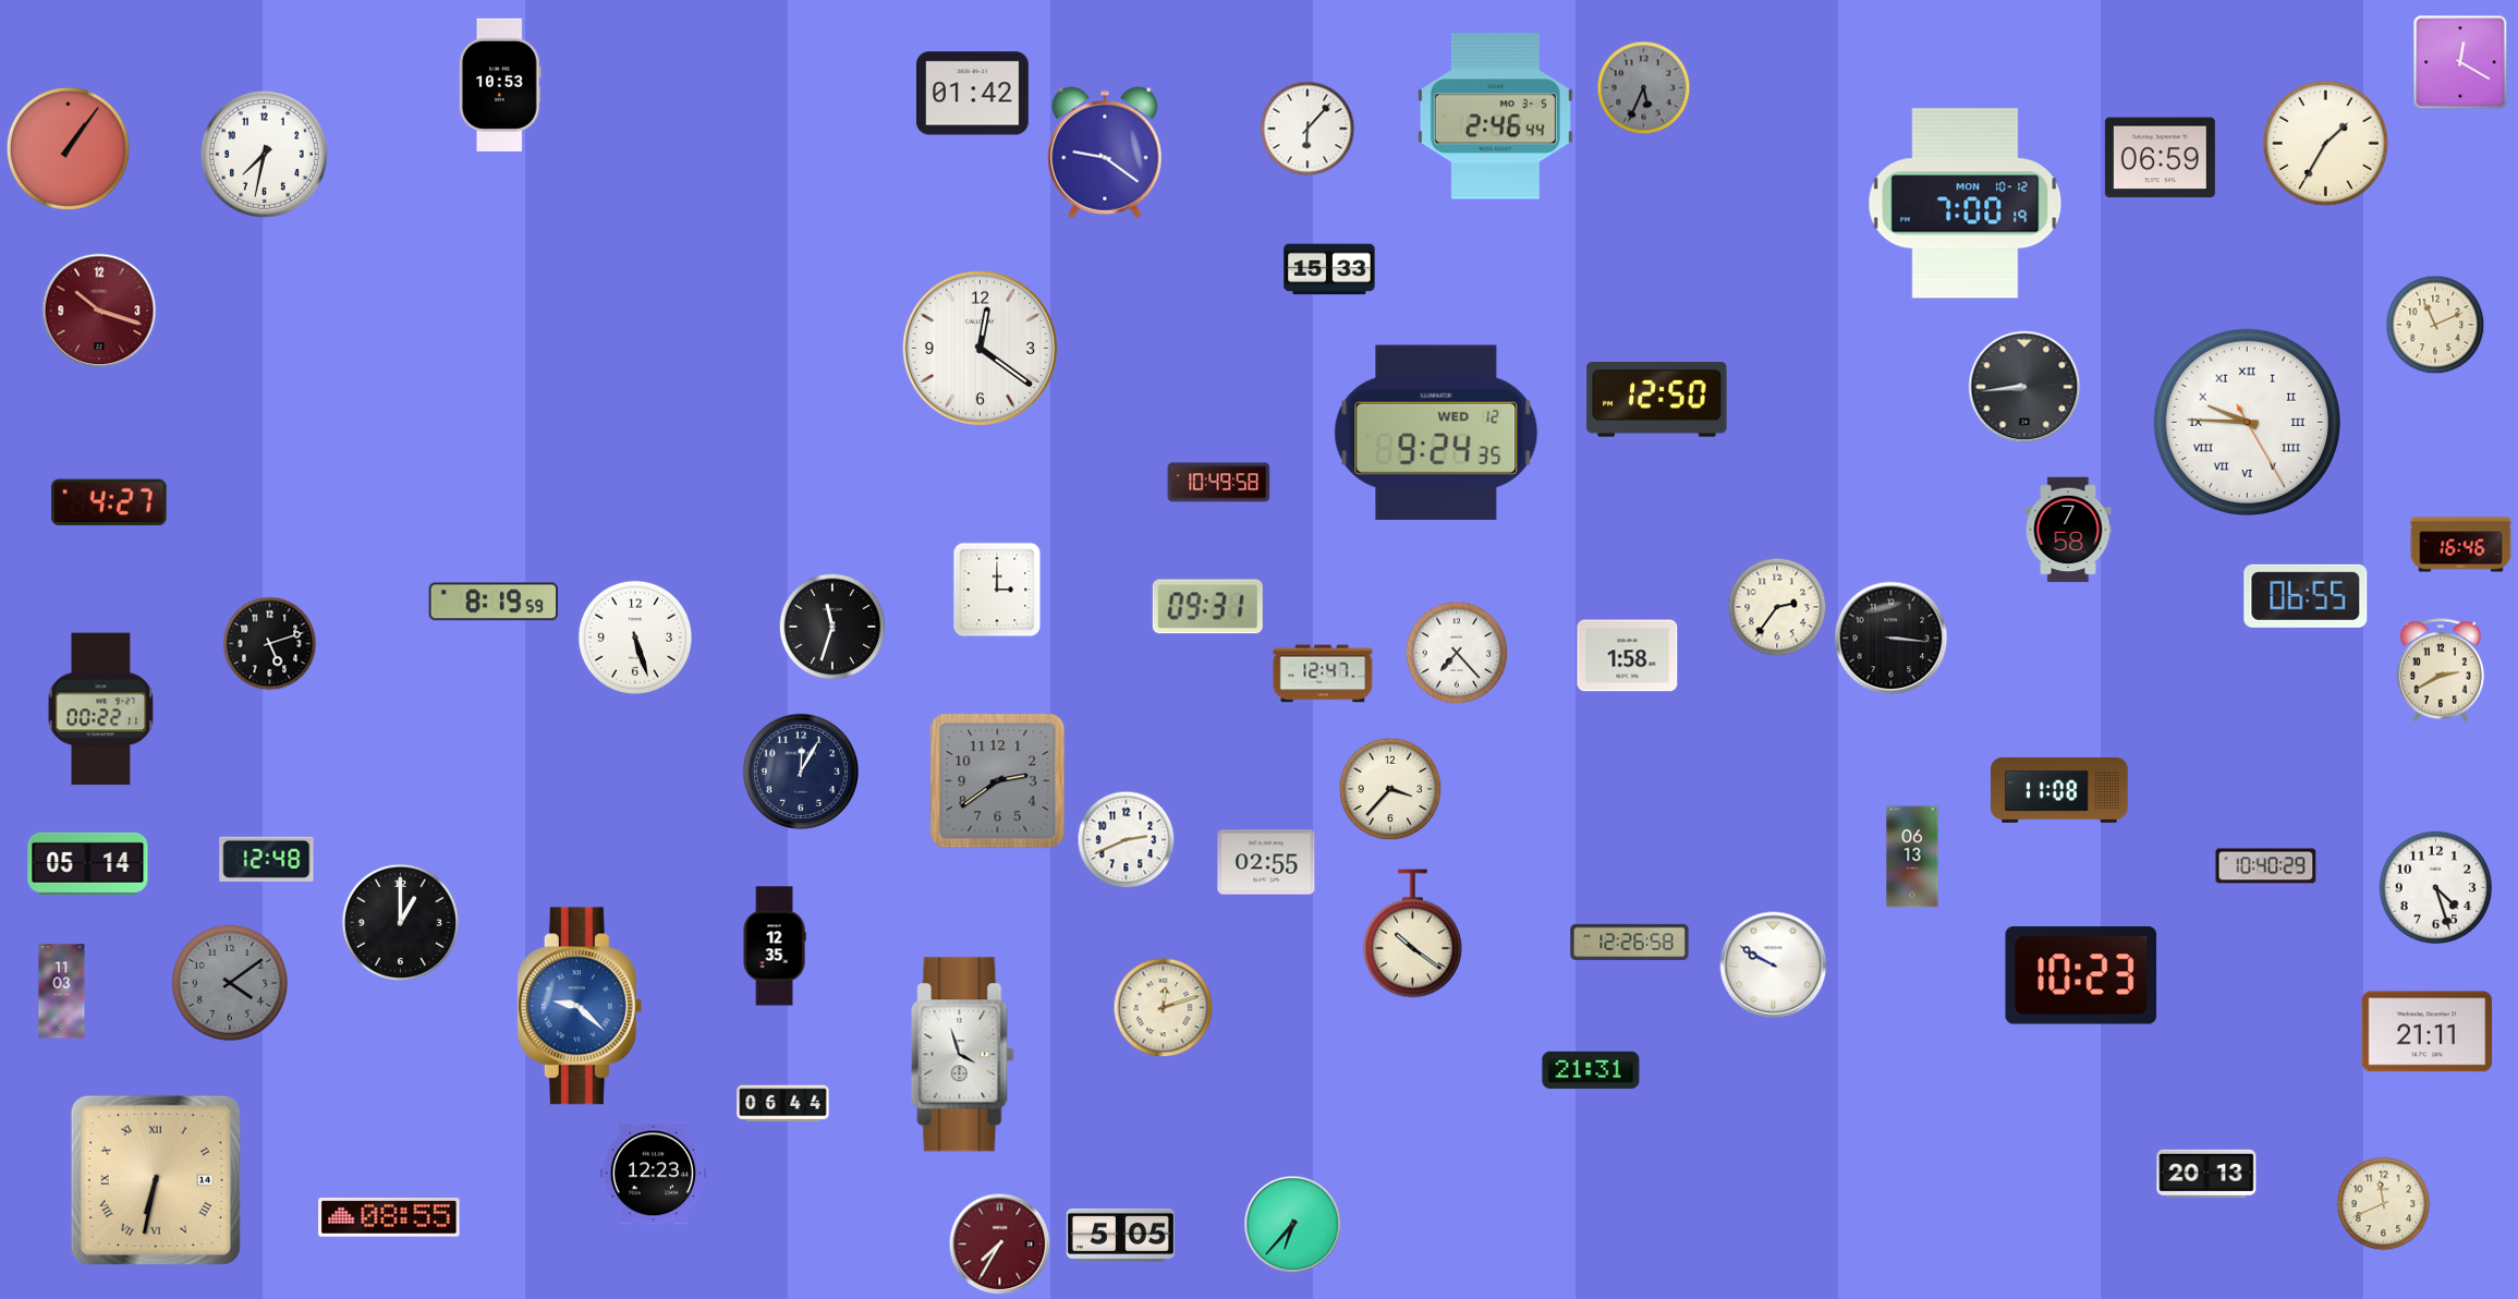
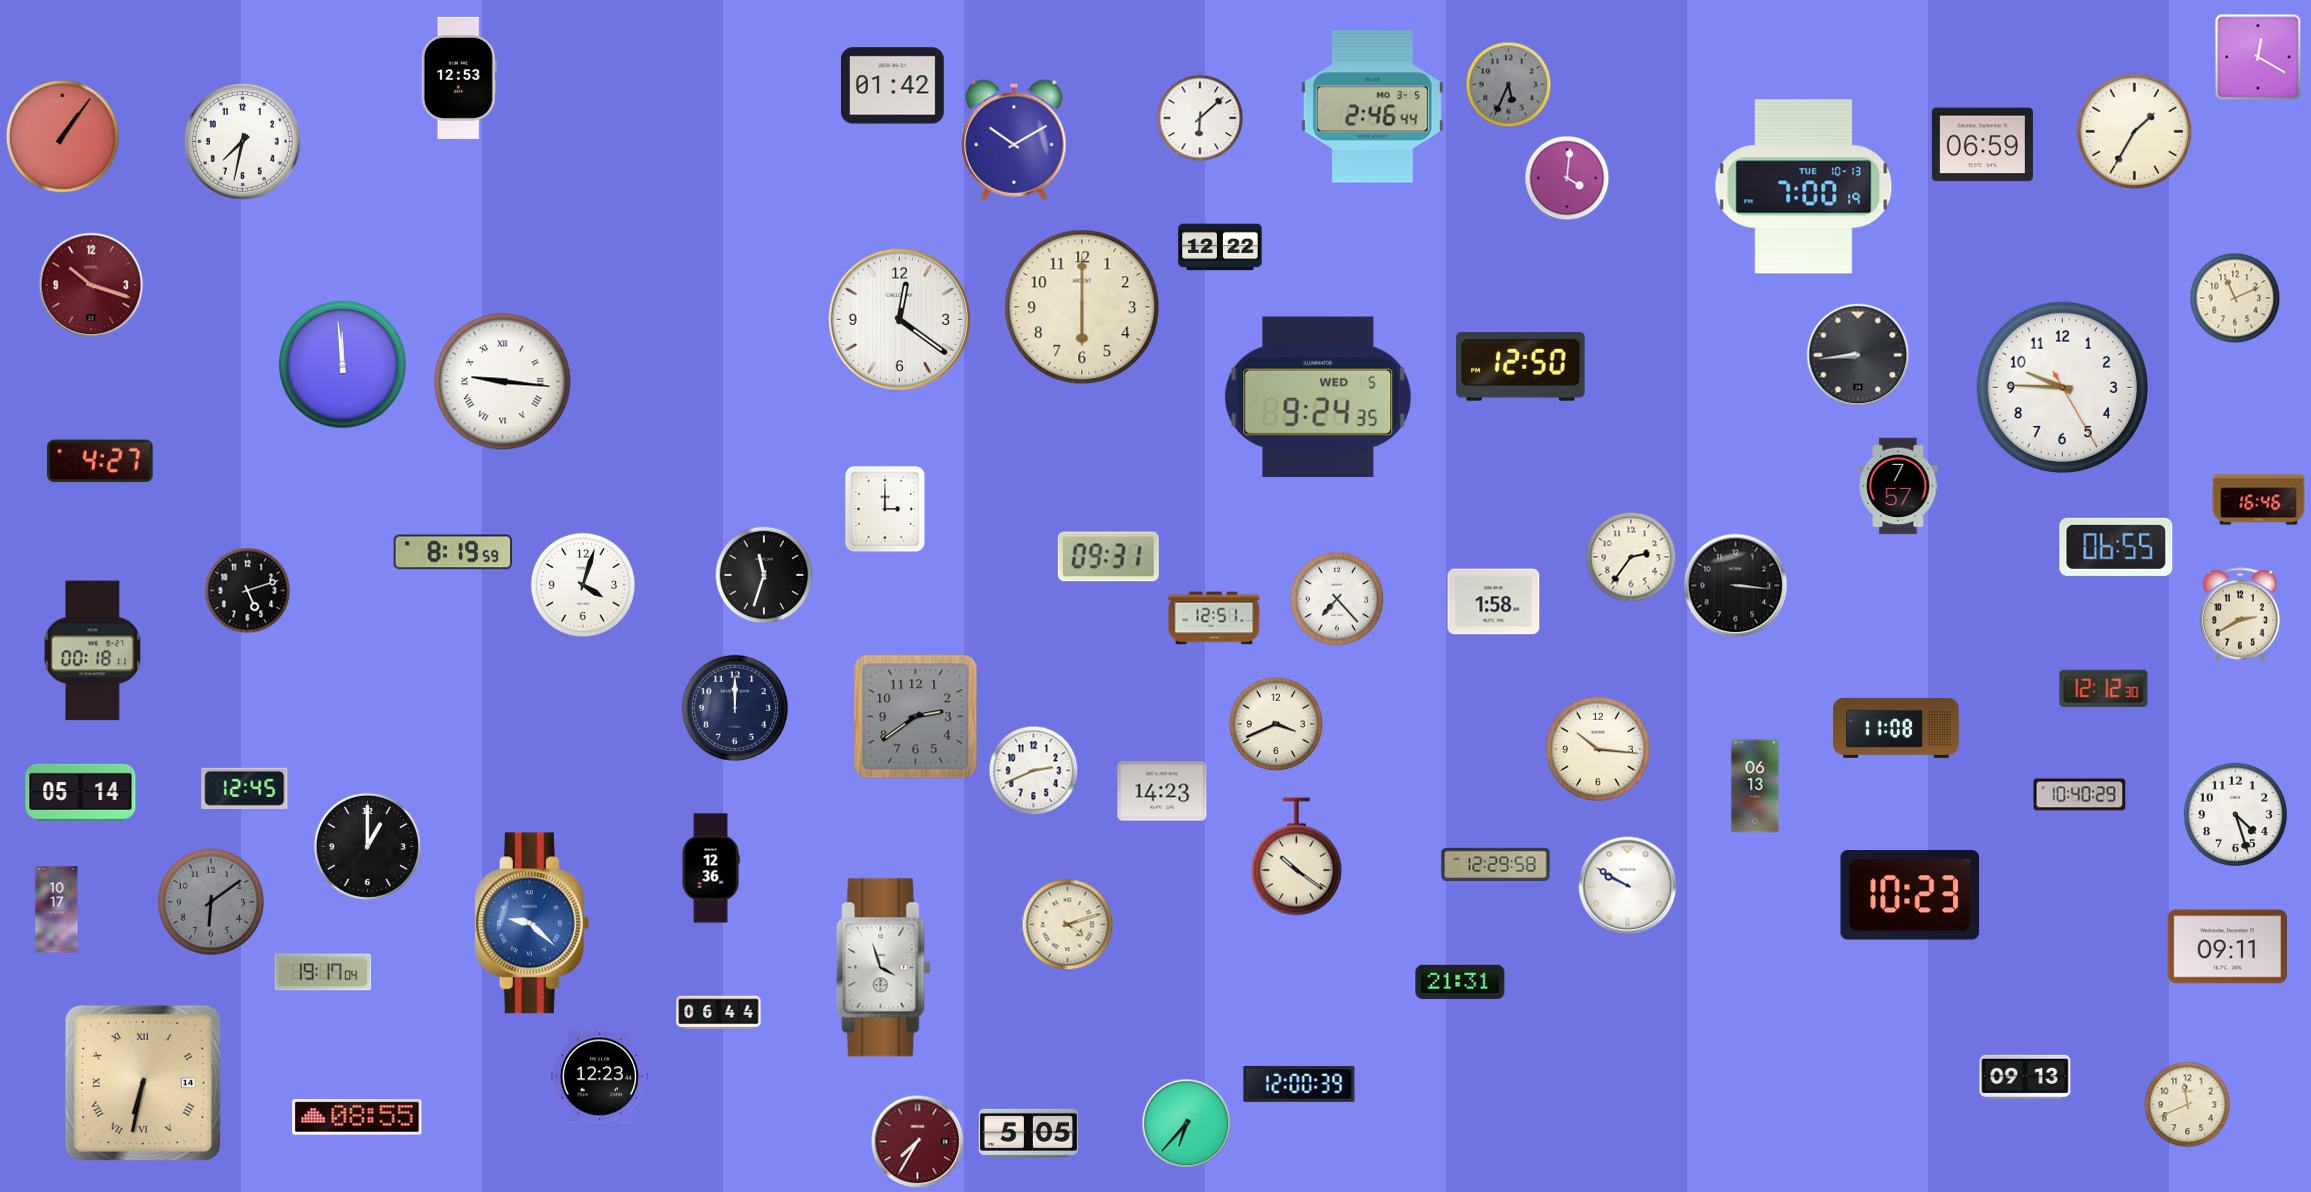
clock at (500, 85): 10:53 -> 12:53
clock at (1644, 88) position: (1644, 88) -> (1509, 85)
clock at (1307, 129): 6:07 -> 6:08
clock at (1105, 153): 9:21 -> 10:10
clock at (1567, 178): none -> 4:01
clock at (1966, 204) date: MON 10-12 -> TUE 10-13
clock at (1329, 269): 15:33 -> 12:22
clock at (1082, 307): none -> 6:00
clock at (343, 365): none -> 11:59
clock at (503, 382): none -> 9:16
clock at (2247, 422) numerals: Roman -> Arabic
clock at (1436, 433) date: WED 12 -> WED 5
clock at (1219, 483): 10:49 -> none
clock at (2068, 530): 7:58 -> 7:57
clock at (997, 590) position: (997, 590) -> (885, 509)
clock at (635, 638): 5:27 -> 4:03
clock at (1323, 673): 12:47 -> 12:51
clock at (101, 709): 00:22 -> 00:18
clock at (2104, 688): none -> 12:12
clock at (801, 772): 12:05 -> 12:00
clock at (1390, 789): 3:37 -> 3:41
clock at (2060, 790) position: (2060, 790) -> (1897, 728)
clock at (1598, 749): none -> 10:16
clock at (267, 859): 12:48 -> 12:45
clock at (1266, 862): 02:55 -> 14:23
clock at (1630, 943): 12:26 -> 12:29
clock at (775, 946): 12:35 -> 12:36
clock at (230, 983): 4:09 -> 6:09
clock at (62, 992): 11:03 -> 10:17
clock at (1164, 1008): 12:12 -> 4:12
clock at (2428, 1032): 21:11 -> 09:11
clock at (323, 972): none -> 19:17
clock at (2206, 1174): 20:13 -> 09:13
clock at (1299, 1084): none -> 12:00
